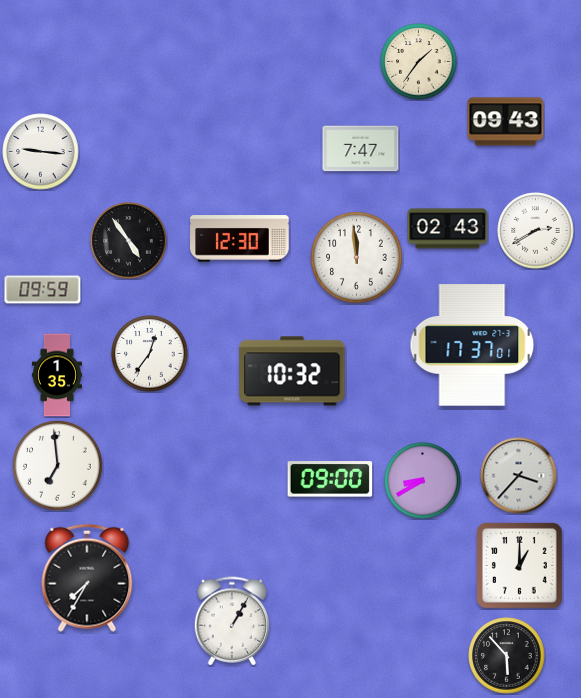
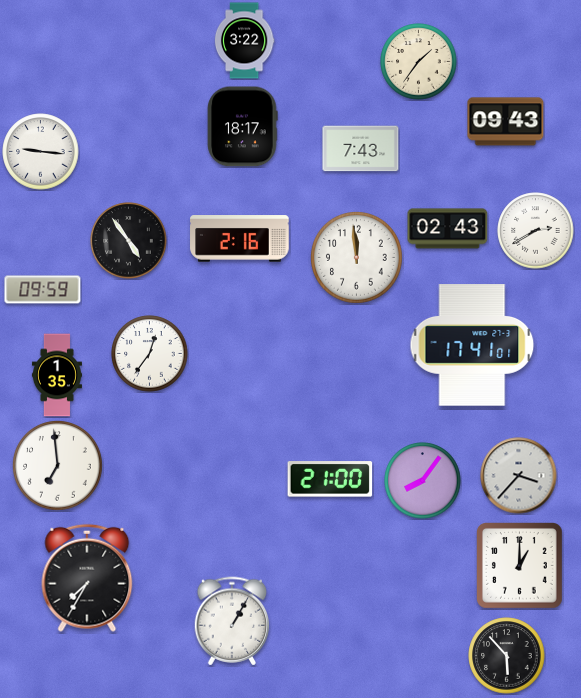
clock at (244, 41): none -> 3:22
clock at (243, 127): none -> 18:17
clock at (361, 149): 7:47 -> 7:43
clock at (240, 239): 12:30 -> 2:16
clock at (472, 345): 17:37 -> 17:41
clock at (292, 371): 10:32 -> none
clock at (330, 479): 09:00 -> 21:00
clock at (423, 481): 8:40 -> 8:06
